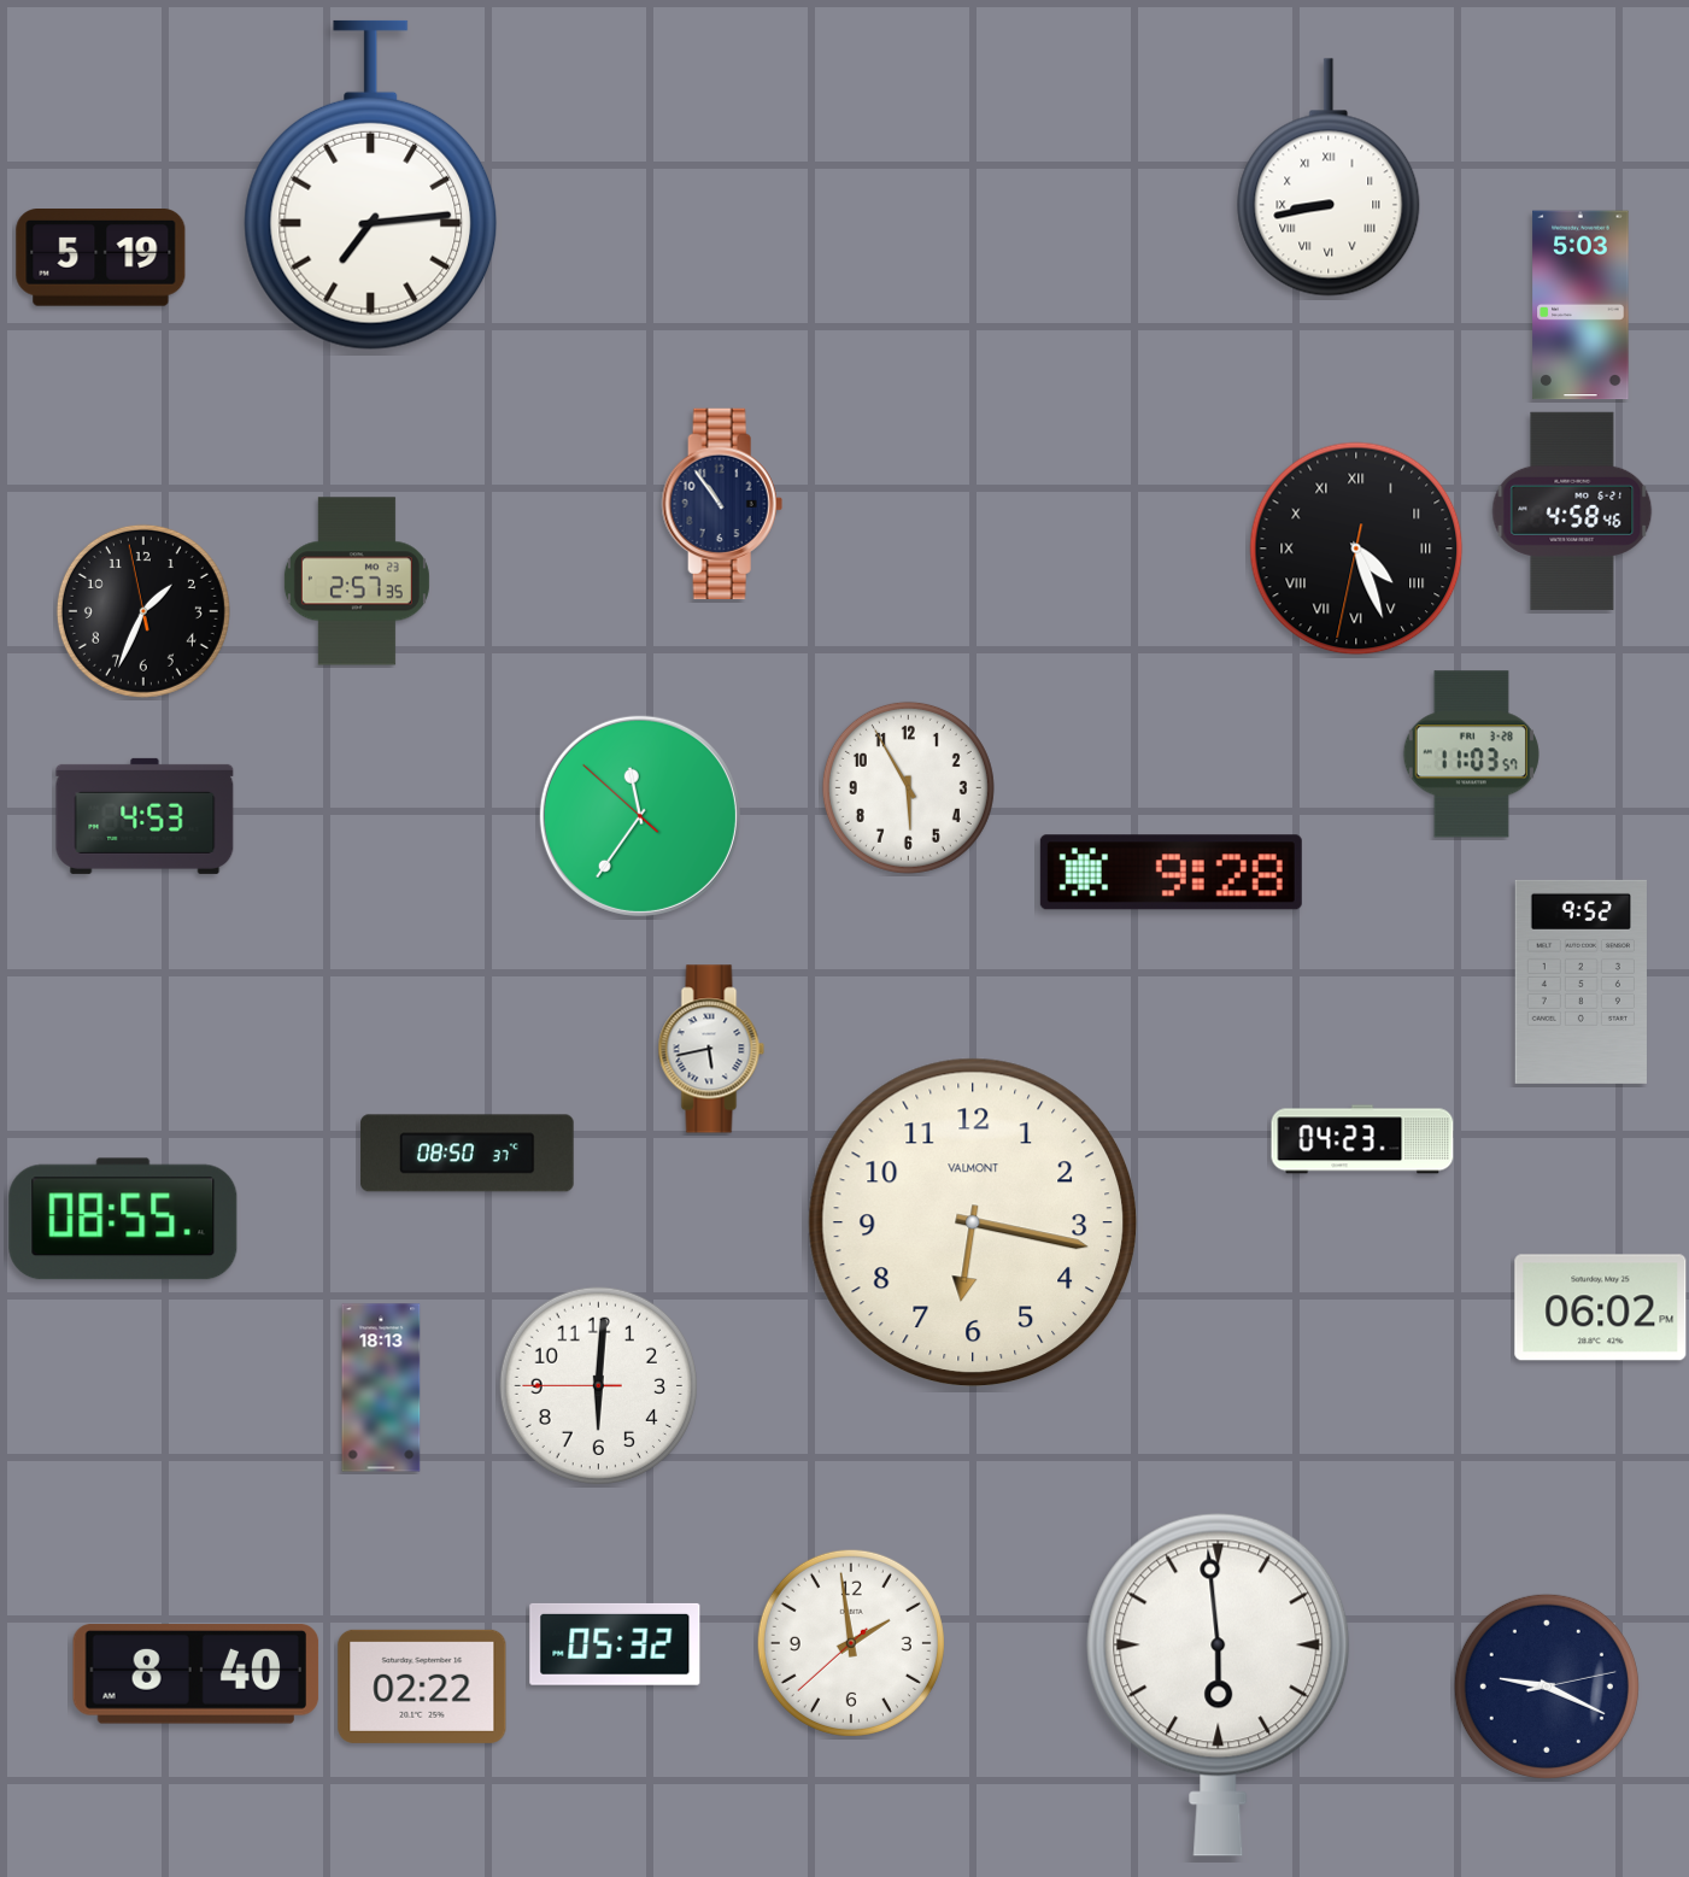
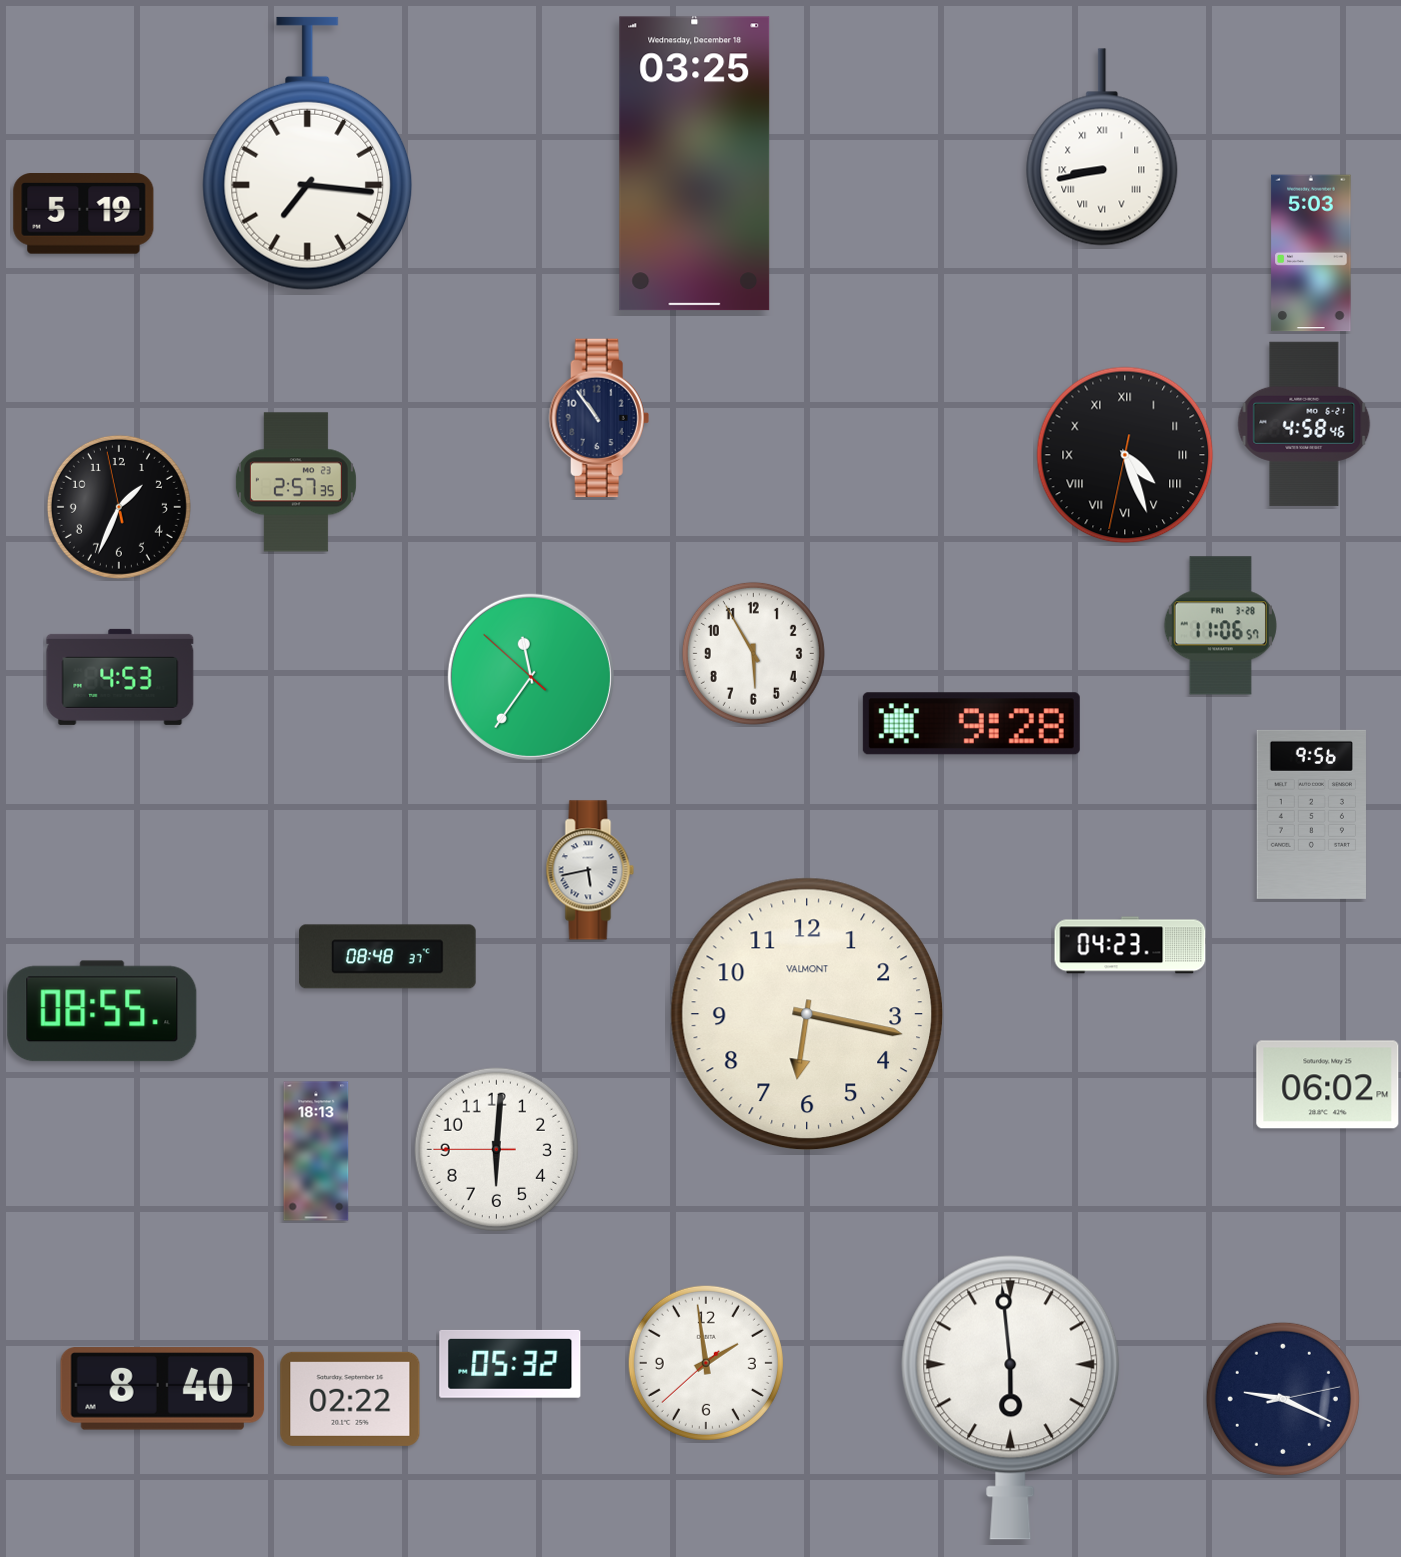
clock at (371, 186): 7:14 -> 7:16
clock at (695, 164): none -> 03:25
clock at (1471, 755): 11:03 -> 11:06
clock at (1580, 981): 9:52 -> 9:56
clock at (468, 1154): 08:50 -> 08:48
